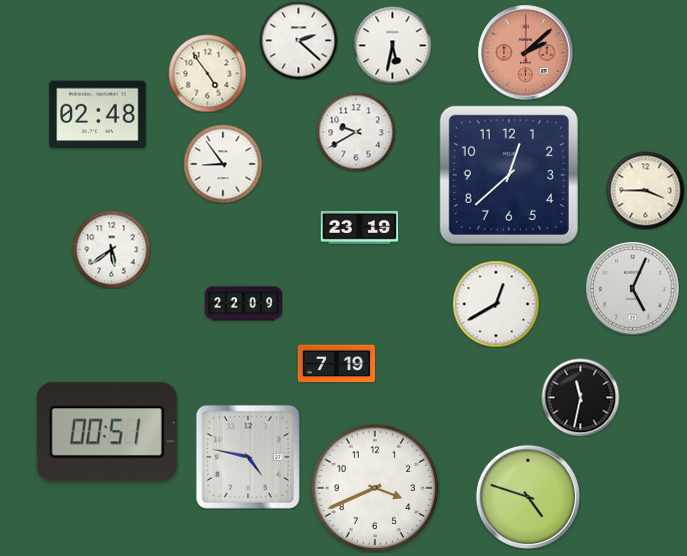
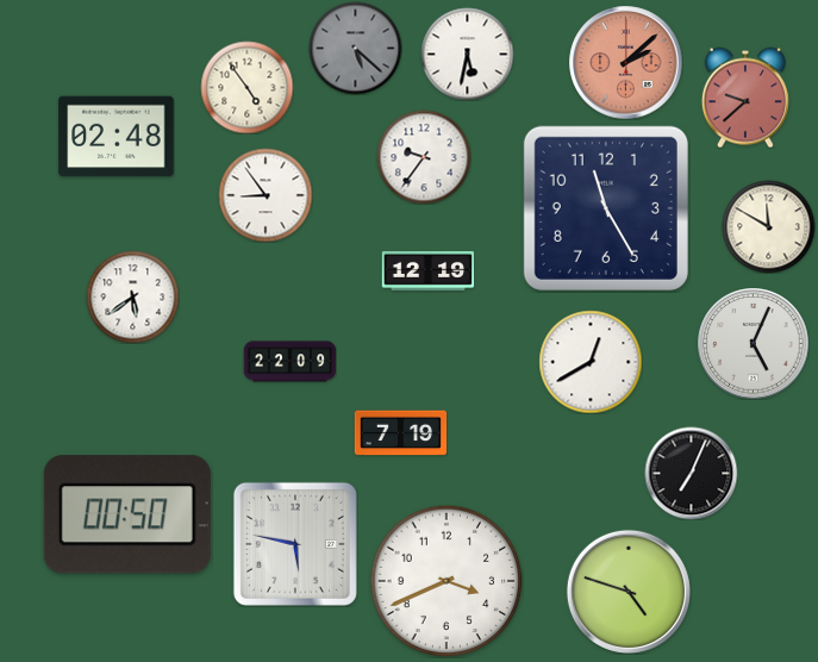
clock at (298, 40): 2:22 -> 5:22
clock at (298, 40) dial: white -> grey
clock at (745, 98): none -> 9:38
clock at (356, 132): 9:40 -> 9:36
clock at (509, 175): 12:38 -> 11:25
clock at (645, 190): 3:45 -> 11:50
clock at (359, 227): 23:19 -> 12:19
clock at (580, 397): 11:32 -> 7:04
clock at (107, 432): 00:51 -> 00:50
clock at (248, 457): 4:47 -> 5:47
